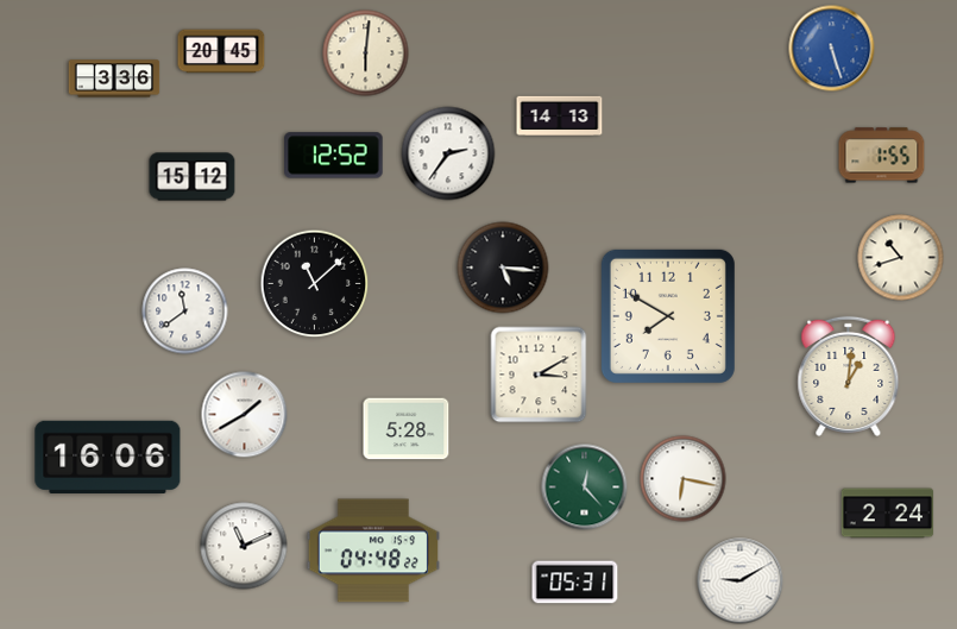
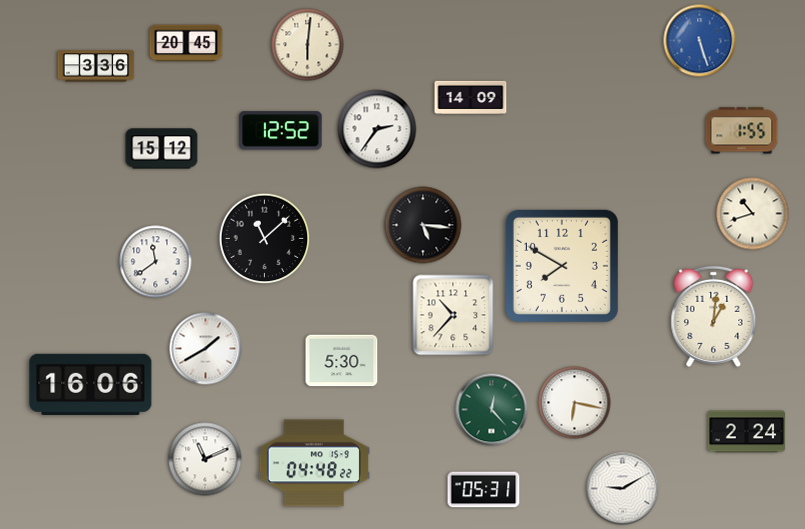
clock at (560, 115): 14:13 -> 14:09
clock at (901, 258) position: (901, 258) -> (753, 214)
clock at (539, 375): 3:10 -> 10:37
clock at (407, 429): 5:28 -> 5:30
